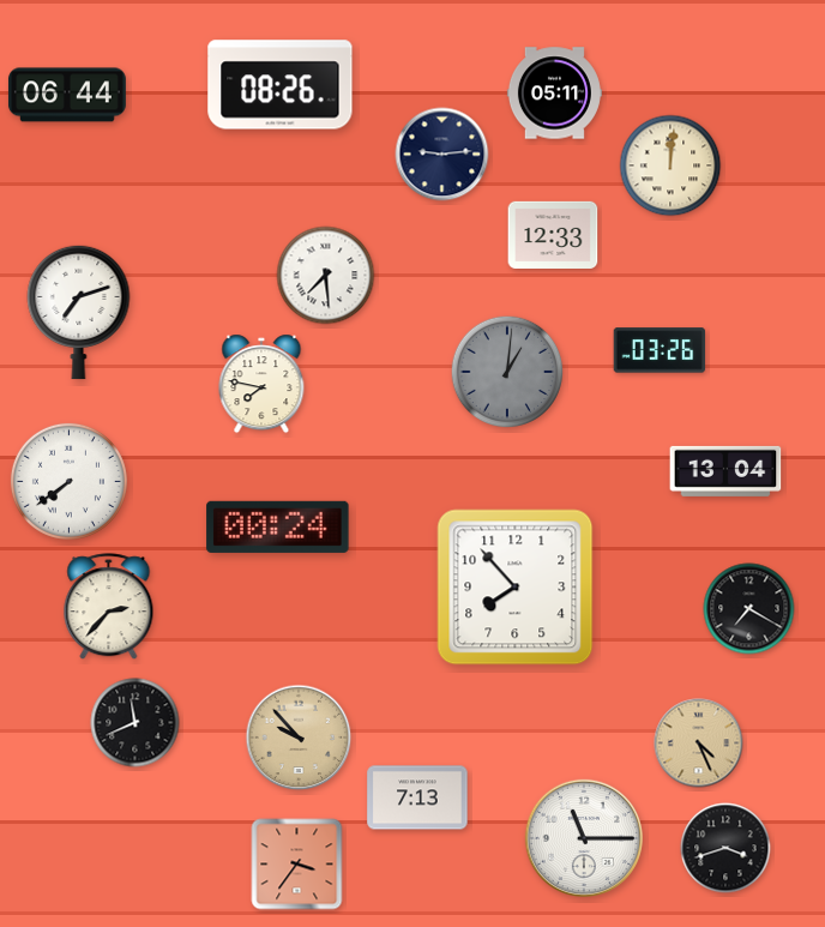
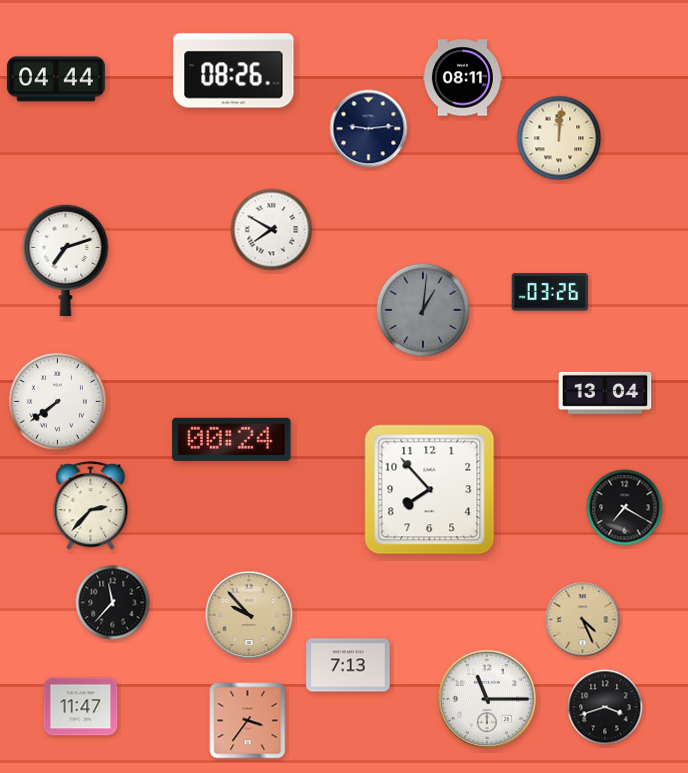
clock at (554, 94): 05:11 -> 08:11
clock at (67, 95): 06:44 -> 04:44
clock at (553, 235): 12:33 -> none
clock at (326, 276): 7:29 -> 7:50
clock at (261, 384): 7:47 -> none
clock at (136, 723): 11:41 -> 11:37
clock at (81, 707): none -> 11:47
